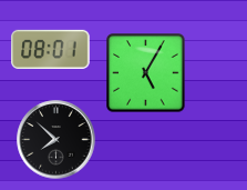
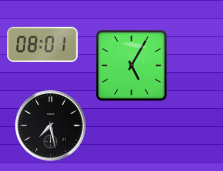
clock at (51, 49) position: (51, 49) -> (43, 44)
clock at (56, 140): 7:52 -> 7:28
